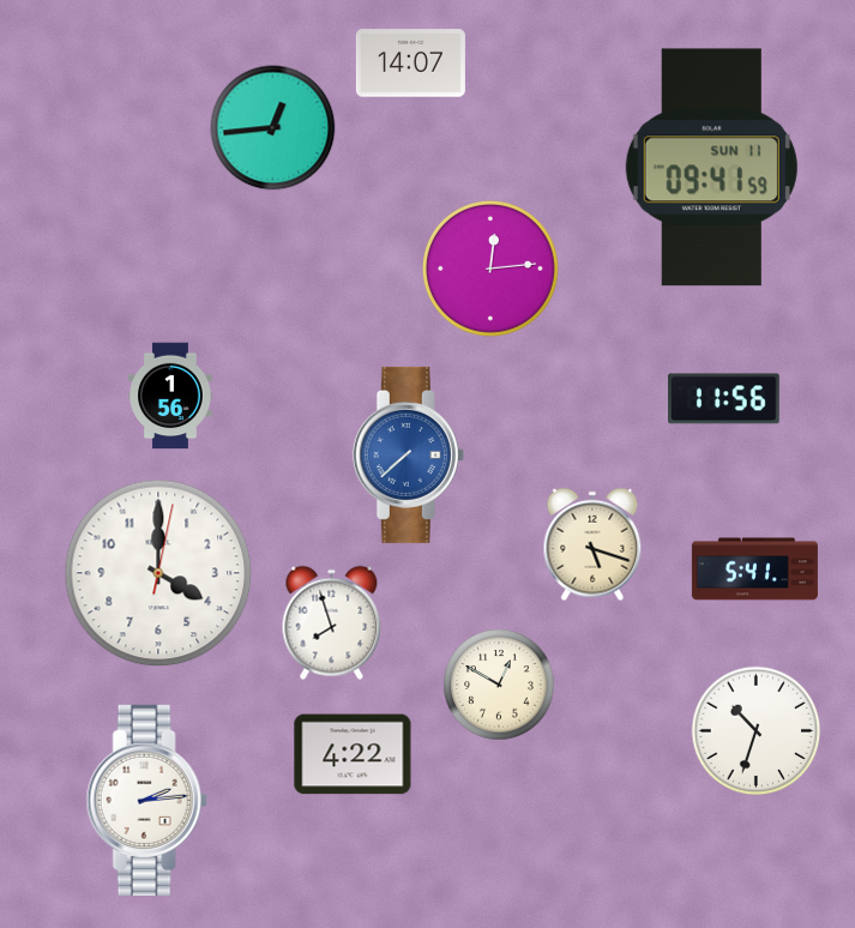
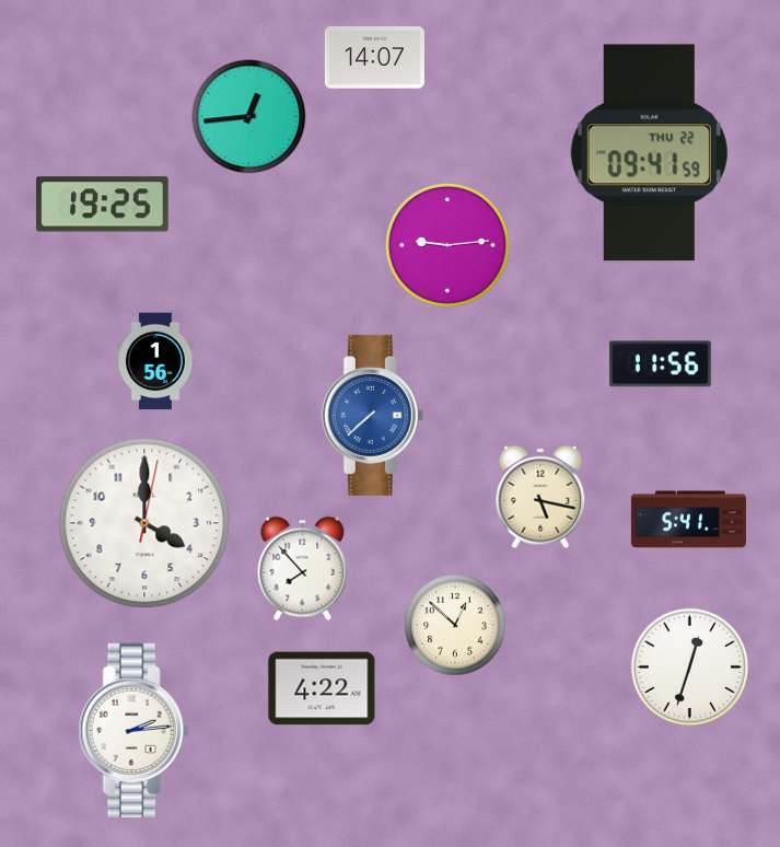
clock at (711, 168) date: SUN 11 -> THU 22
clock at (103, 205): none -> 19:25
clock at (490, 269): 12:14 -> 9:14
clock at (592, 544): 5:18 -> 5:17
clock at (332, 623): 7:57 -> 7:53
clock at (499, 685): 12:50 -> 12:52
clock at (757, 731): 10:33 -> 12:33
